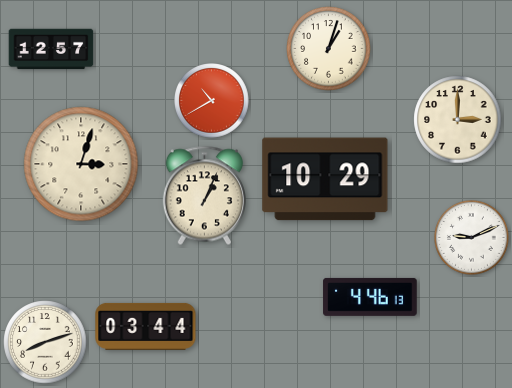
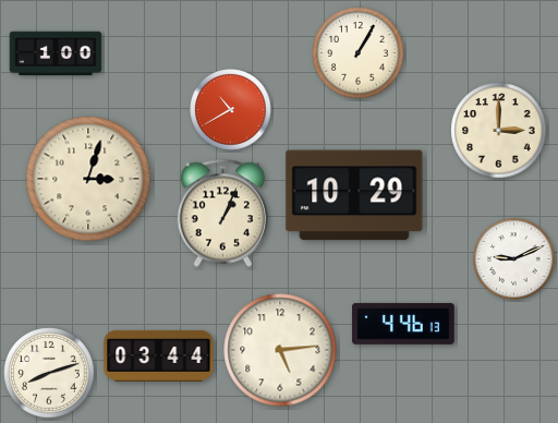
clock at (51, 49): 12:57 -> 1:00
clock at (329, 49): 1:03 -> 1:05
clock at (280, 350): none -> 5:14
